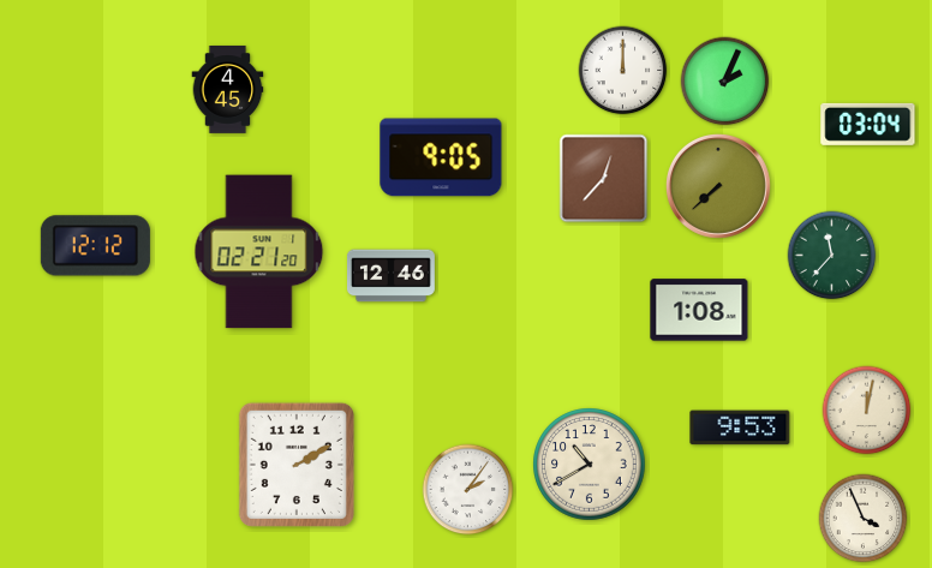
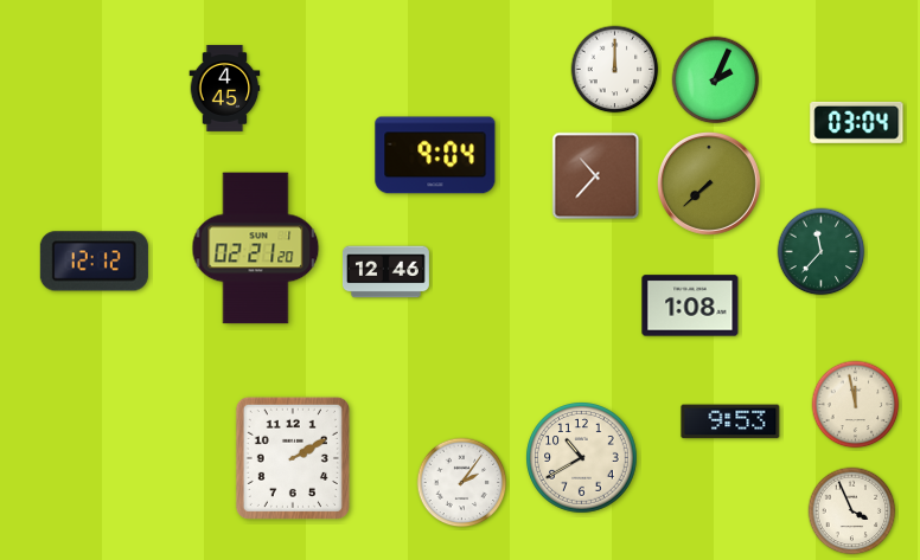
clock at (441, 157): 9:05 -> 9:04
clock at (604, 179): 12:37 -> 10:37
clock at (95, 246) position: (95, 246) -> (94, 262)
clock at (867, 411): 12:02 -> 11:58
